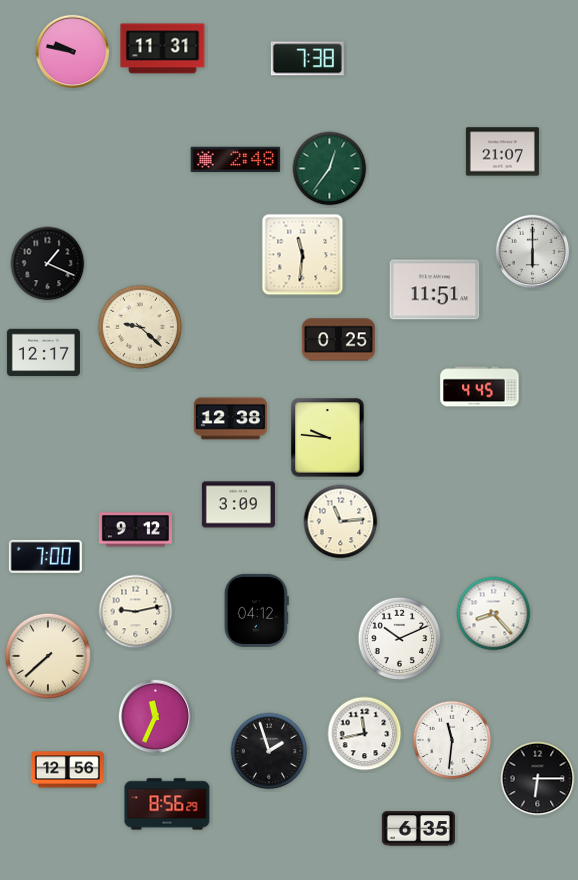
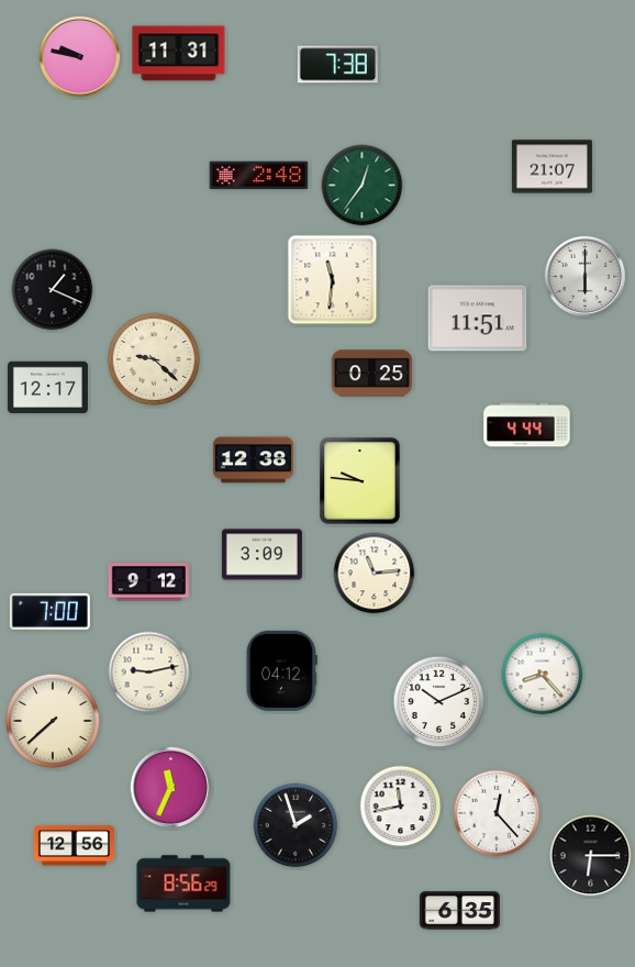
clock at (480, 387): 4:45 -> 4:44
clock at (452, 740): 11:31 -> 12:23
